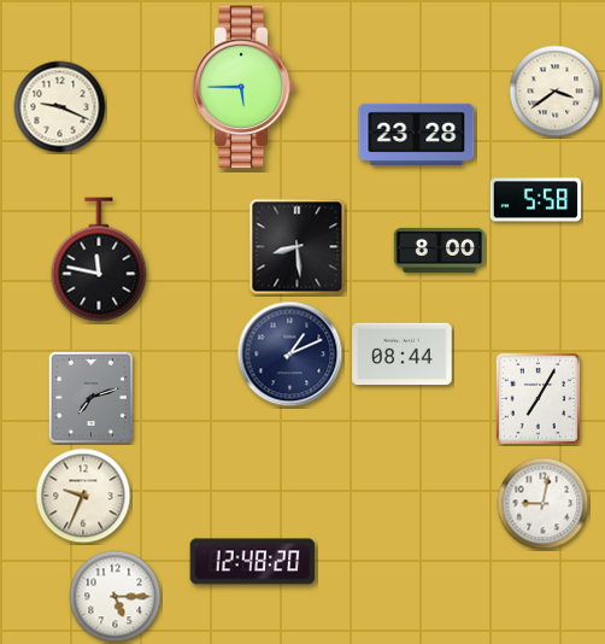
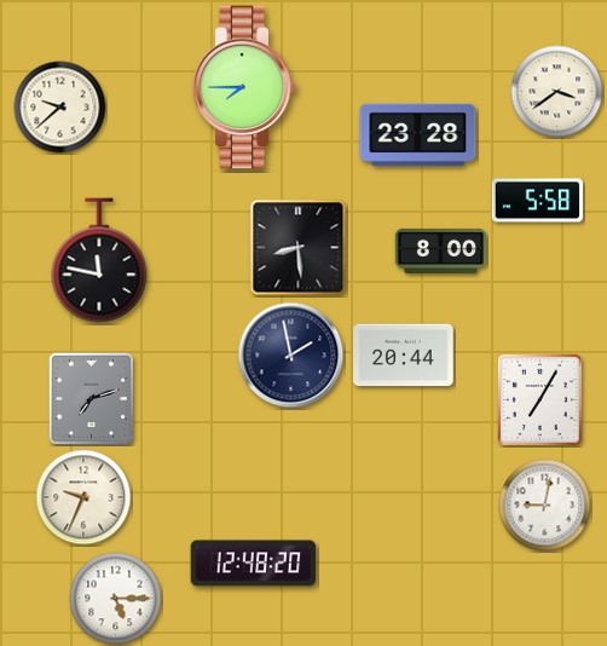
clock at (243, 87): 5:45 -> 7:45
clock at (60, 107): 9:19 -> 9:38
clock at (290, 355): 1:11 -> 1:58
clock at (403, 355): 08:44 -> 20:44
